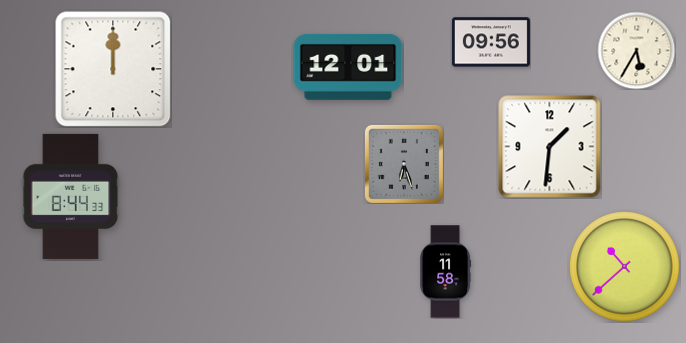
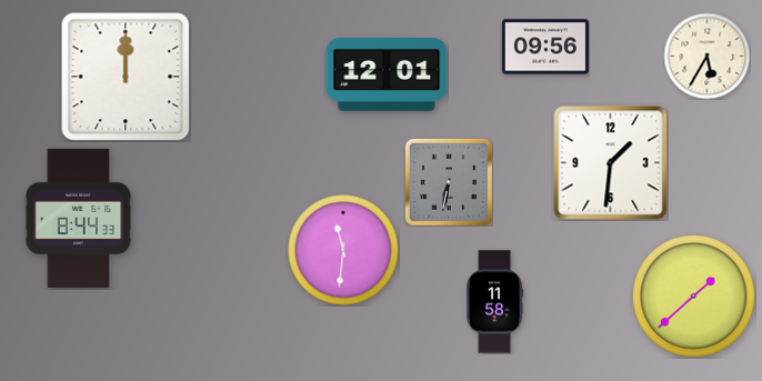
clock at (404, 164): 6:27 -> 6:32
clock at (343, 250): none -> 11:31
clock at (625, 267): 10:38 -> 1:38
